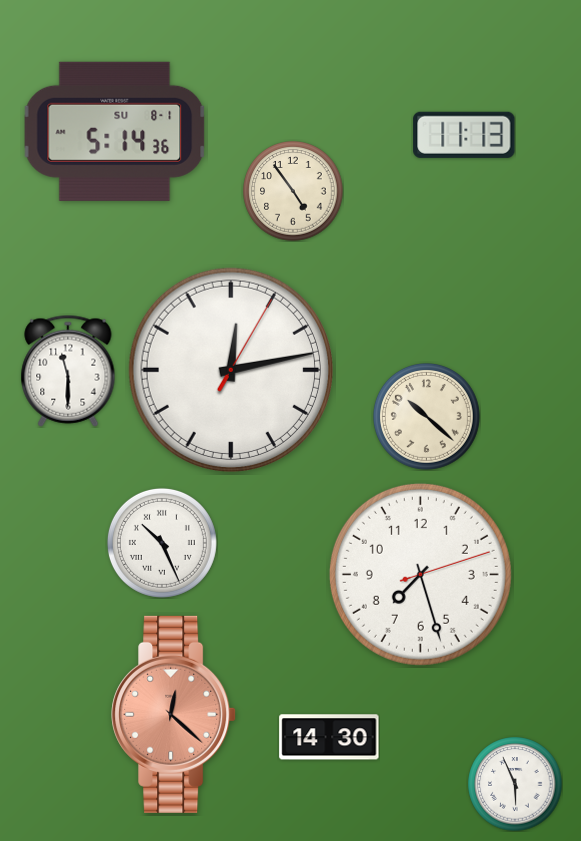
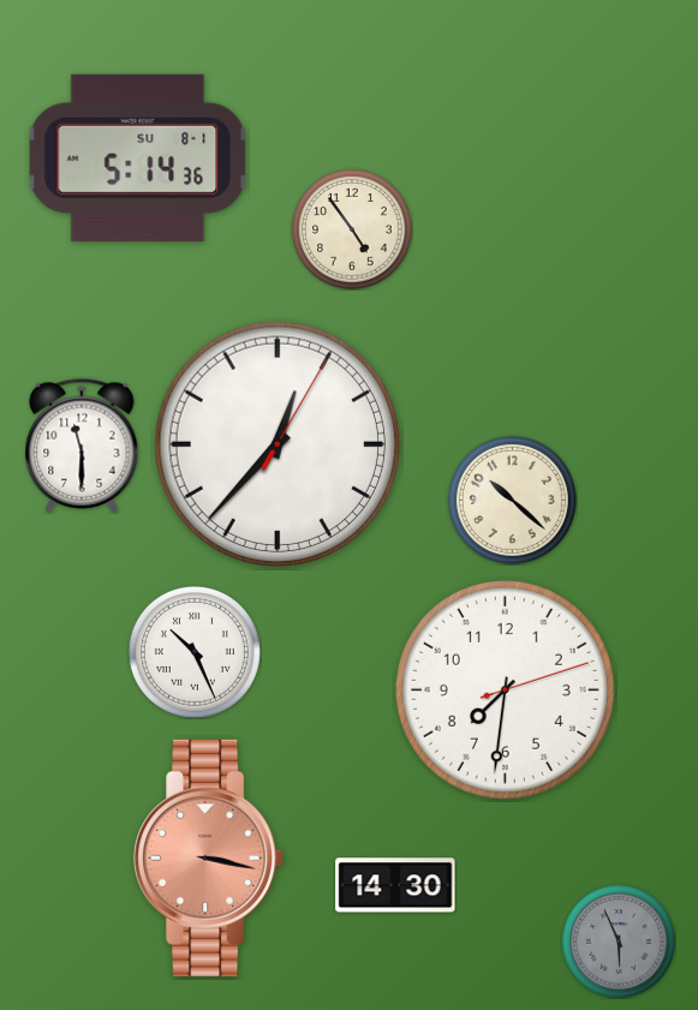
clock at (464, 135): 11:13 -> none
clock at (230, 369): 12:13 -> 12:37
clock at (420, 574): 7:27 -> 7:31
clock at (174, 714): 12:22 -> 3:17
clock at (515, 784) dial: white -> grey
